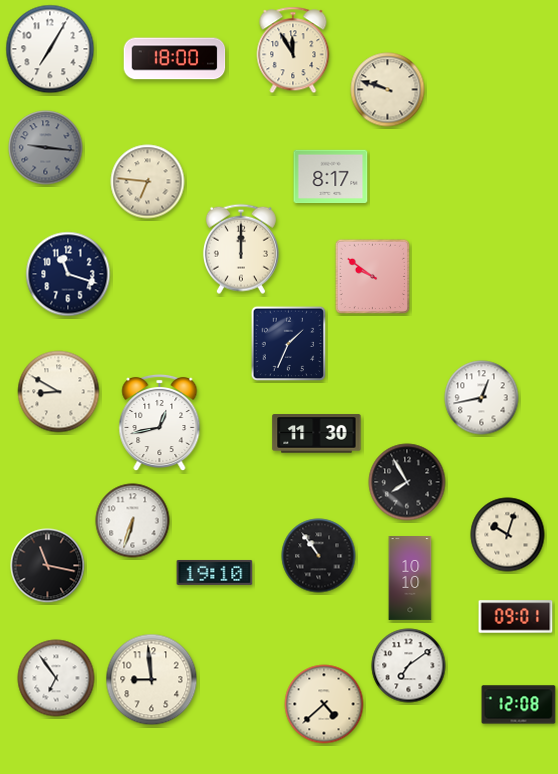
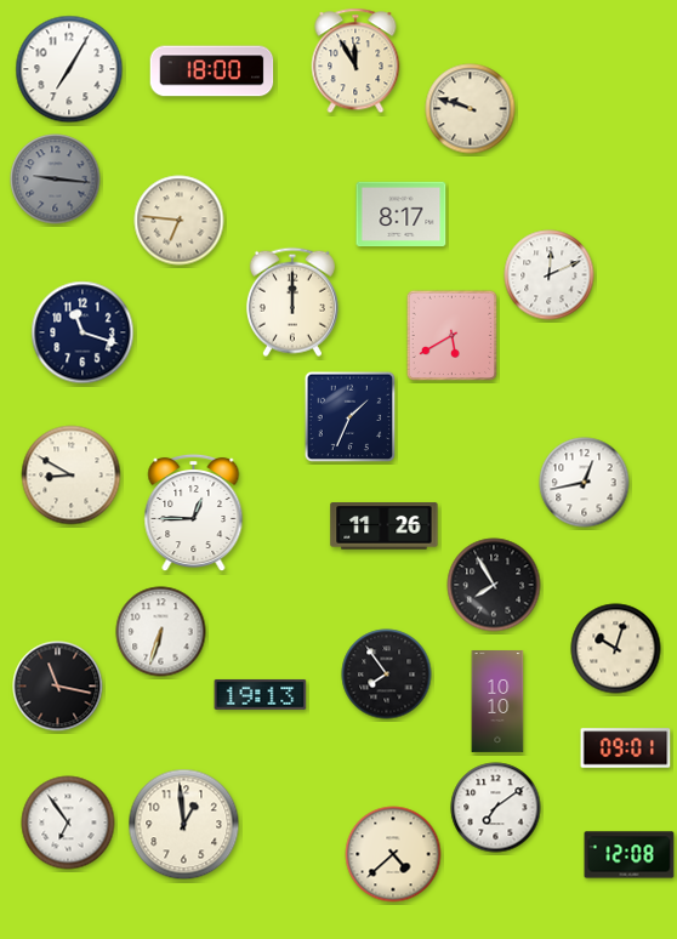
clock at (50, 49) position: (50, 49) -> (69, 69)
clock at (550, 275): none -> 12:11
clock at (373, 277): 9:51 -> 5:40
clock at (160, 423): 12:43 -> 12:45
clock at (317, 434): 11:30 -> 11:26
clock at (319, 556): 10:54 -> 7:54
clock at (215, 572): 19:10 -> 19:13
clock at (152, 680): 8:59 -> 12:59
